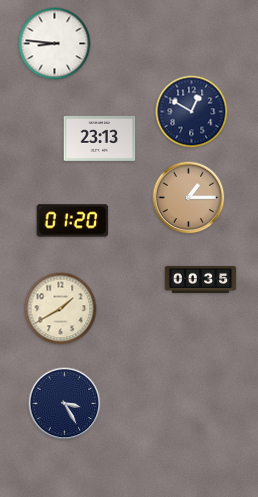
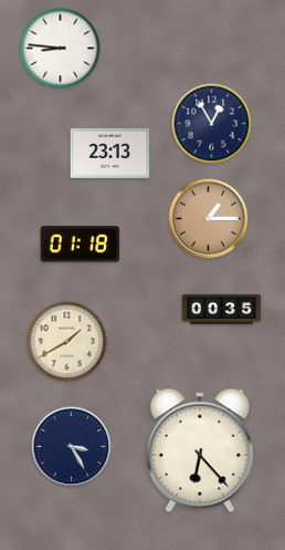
clock at (192, 112): 12:50 -> 12:55
clock at (73, 221): 01:20 -> 01:18
clock at (200, 450): none -> 6:23
